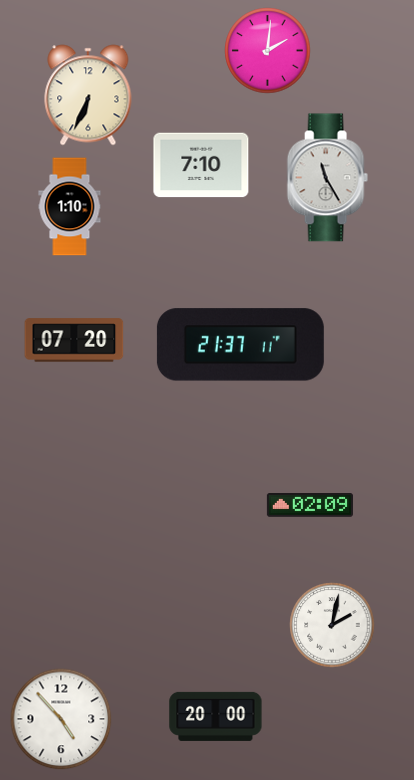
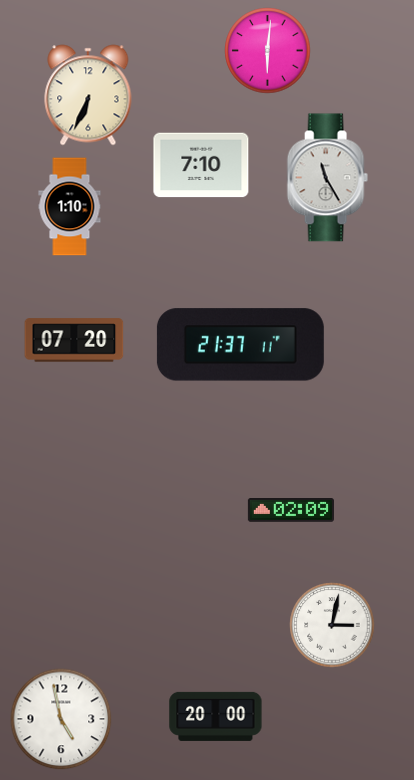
clock at (268, 51): 2:01 -> 6:01
clock at (310, 506) position: (310, 506) -> (291, 511)
clock at (332, 625): 2:02 -> 3:02
clock at (61, 719): 4:53 -> 4:58
